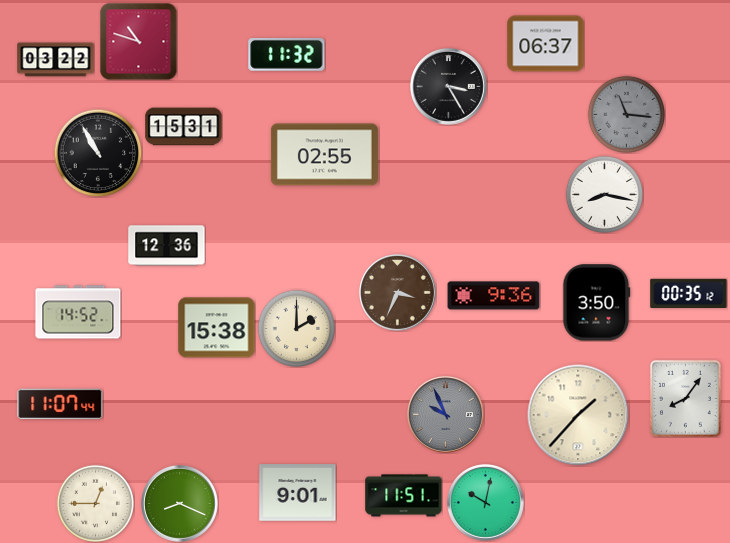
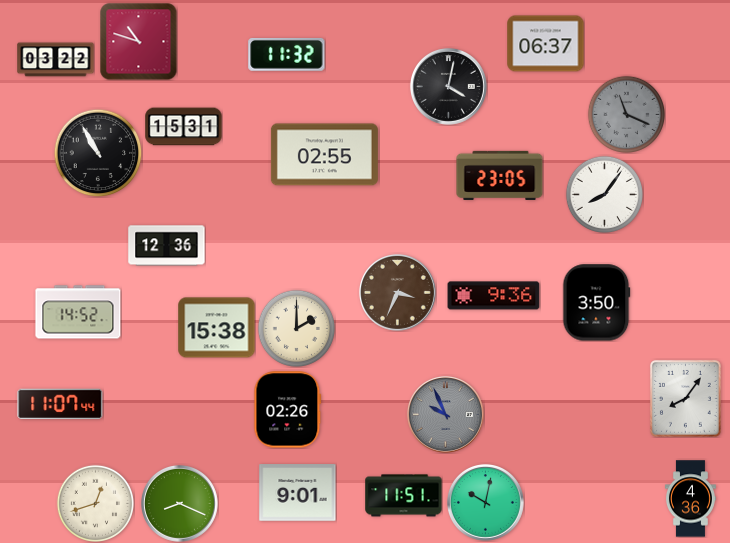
clock at (448, 86): 3:25 -> 4:02
clock at (626, 114): 11:16 -> 11:19
clock at (500, 175): none -> 23:05
clock at (604, 194): 8:17 -> 8:06
clock at (689, 293): 00:35 -> none
clock at (288, 410): none -> 02:26
clock at (578, 415): 1:37 -> none
clock at (690, 499): none -> 4:36
clock at (95, 503): 12:45 -> 12:42
